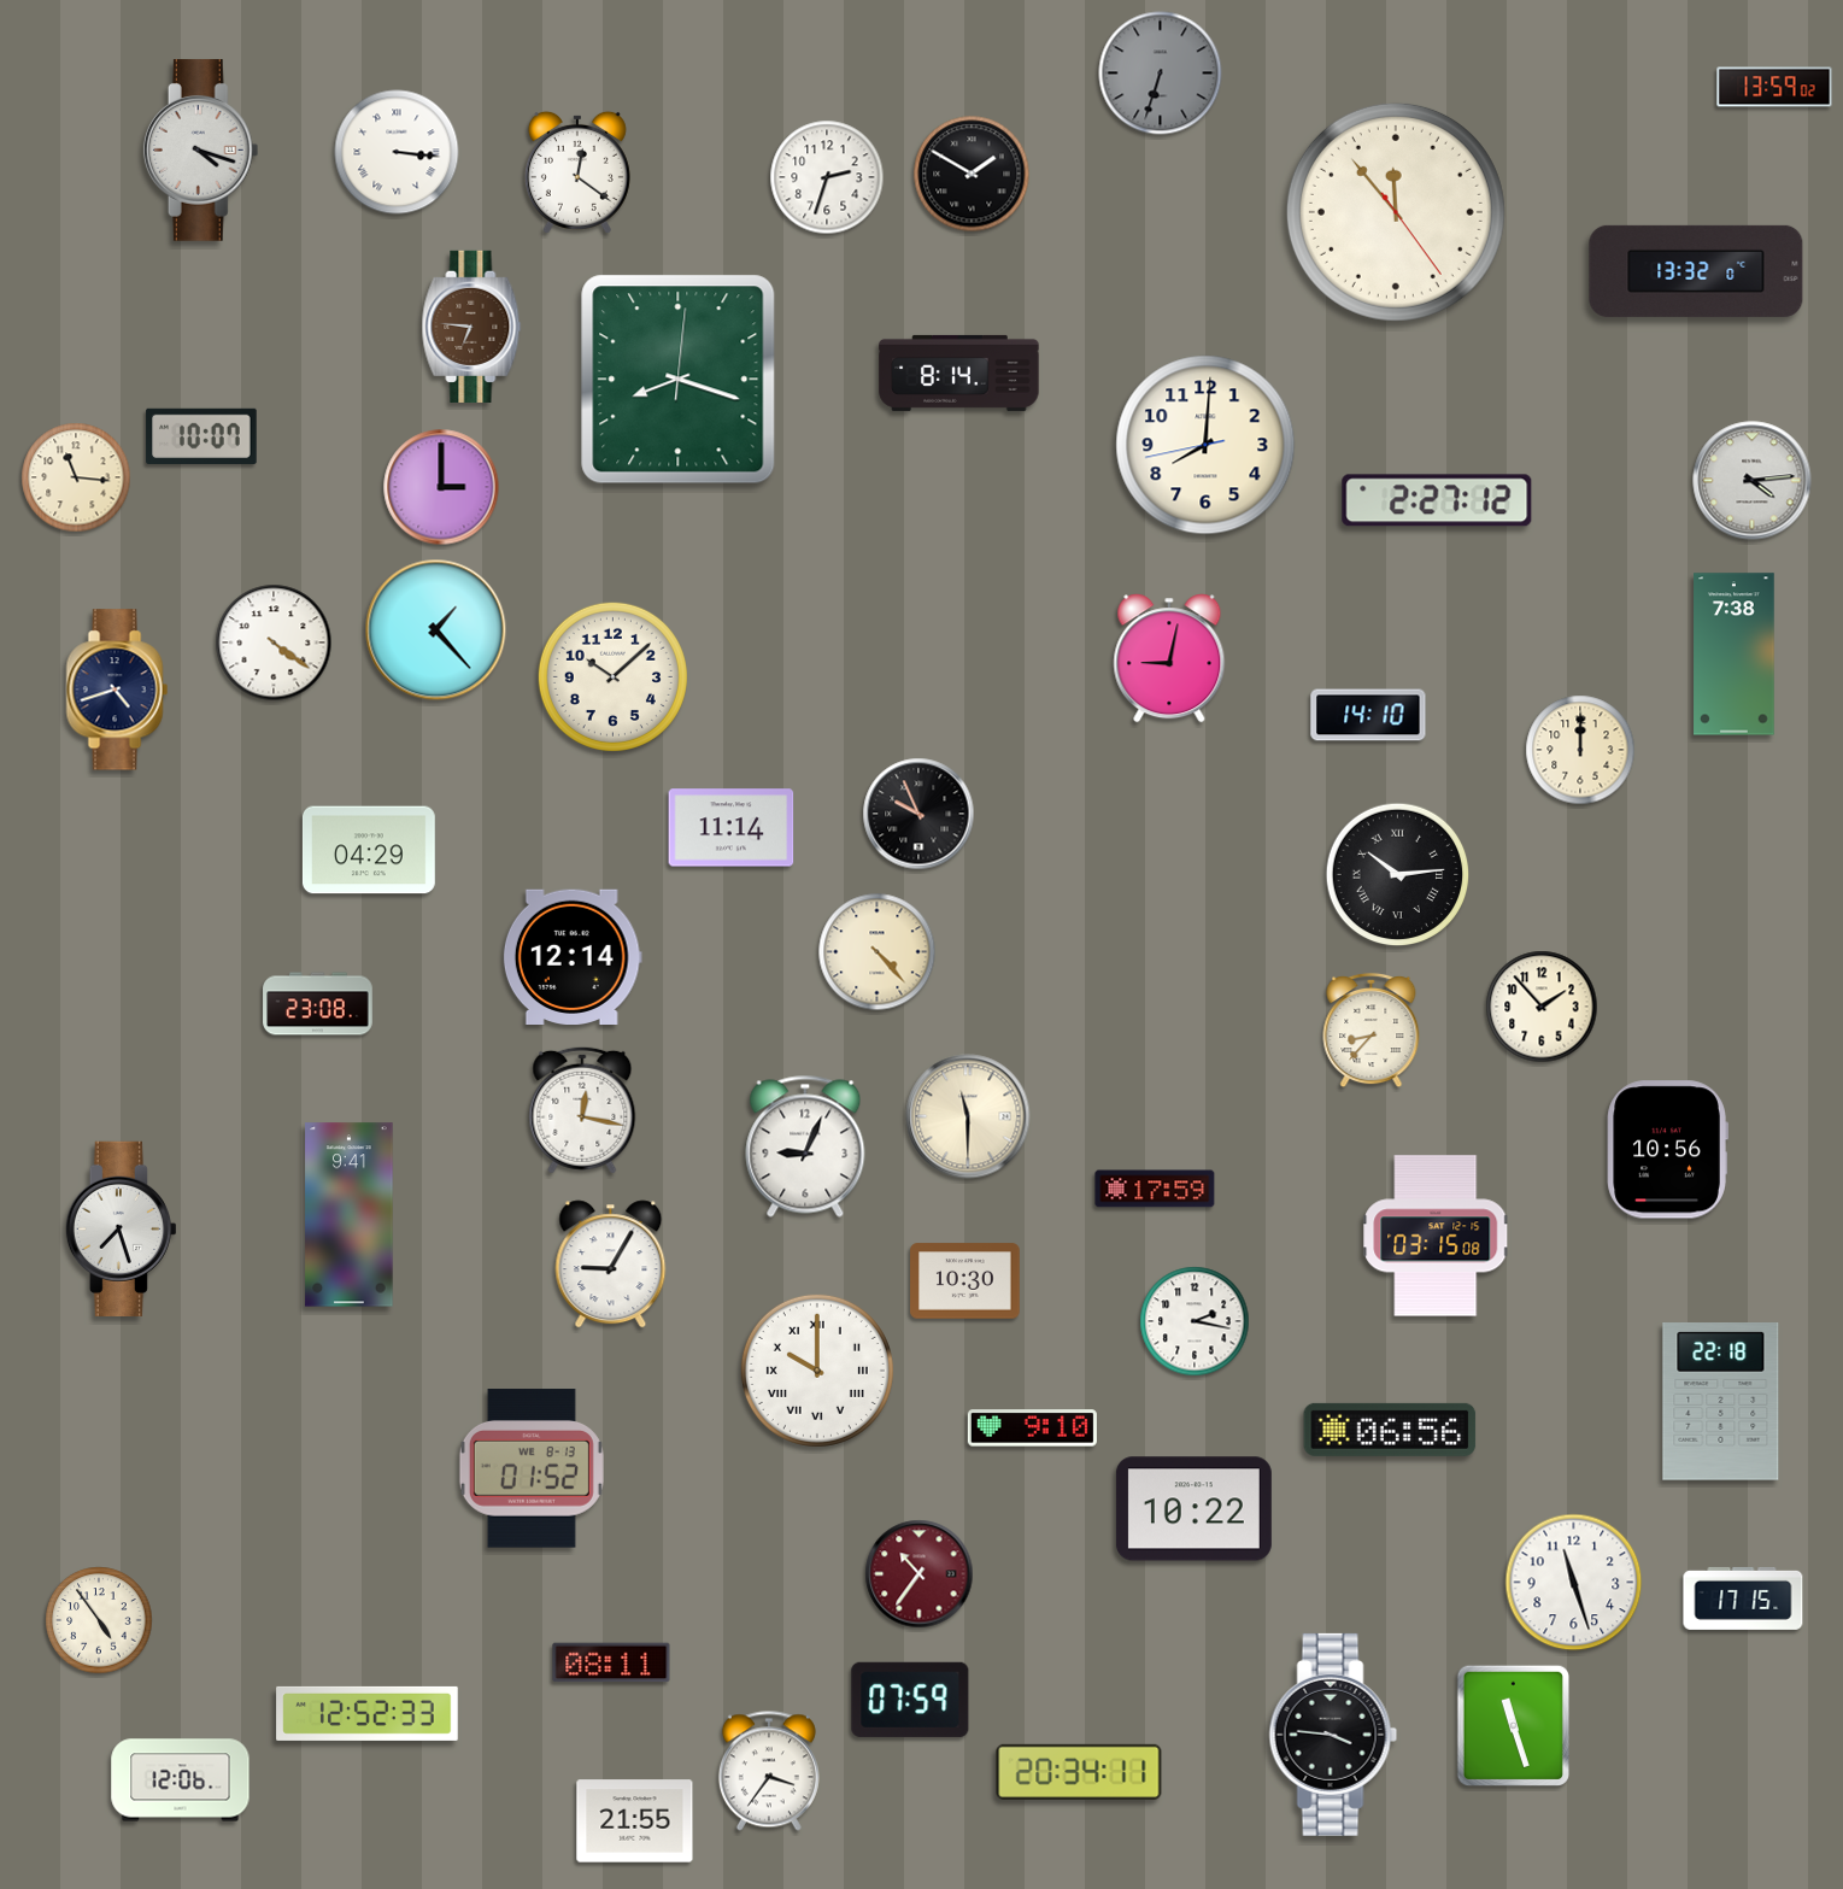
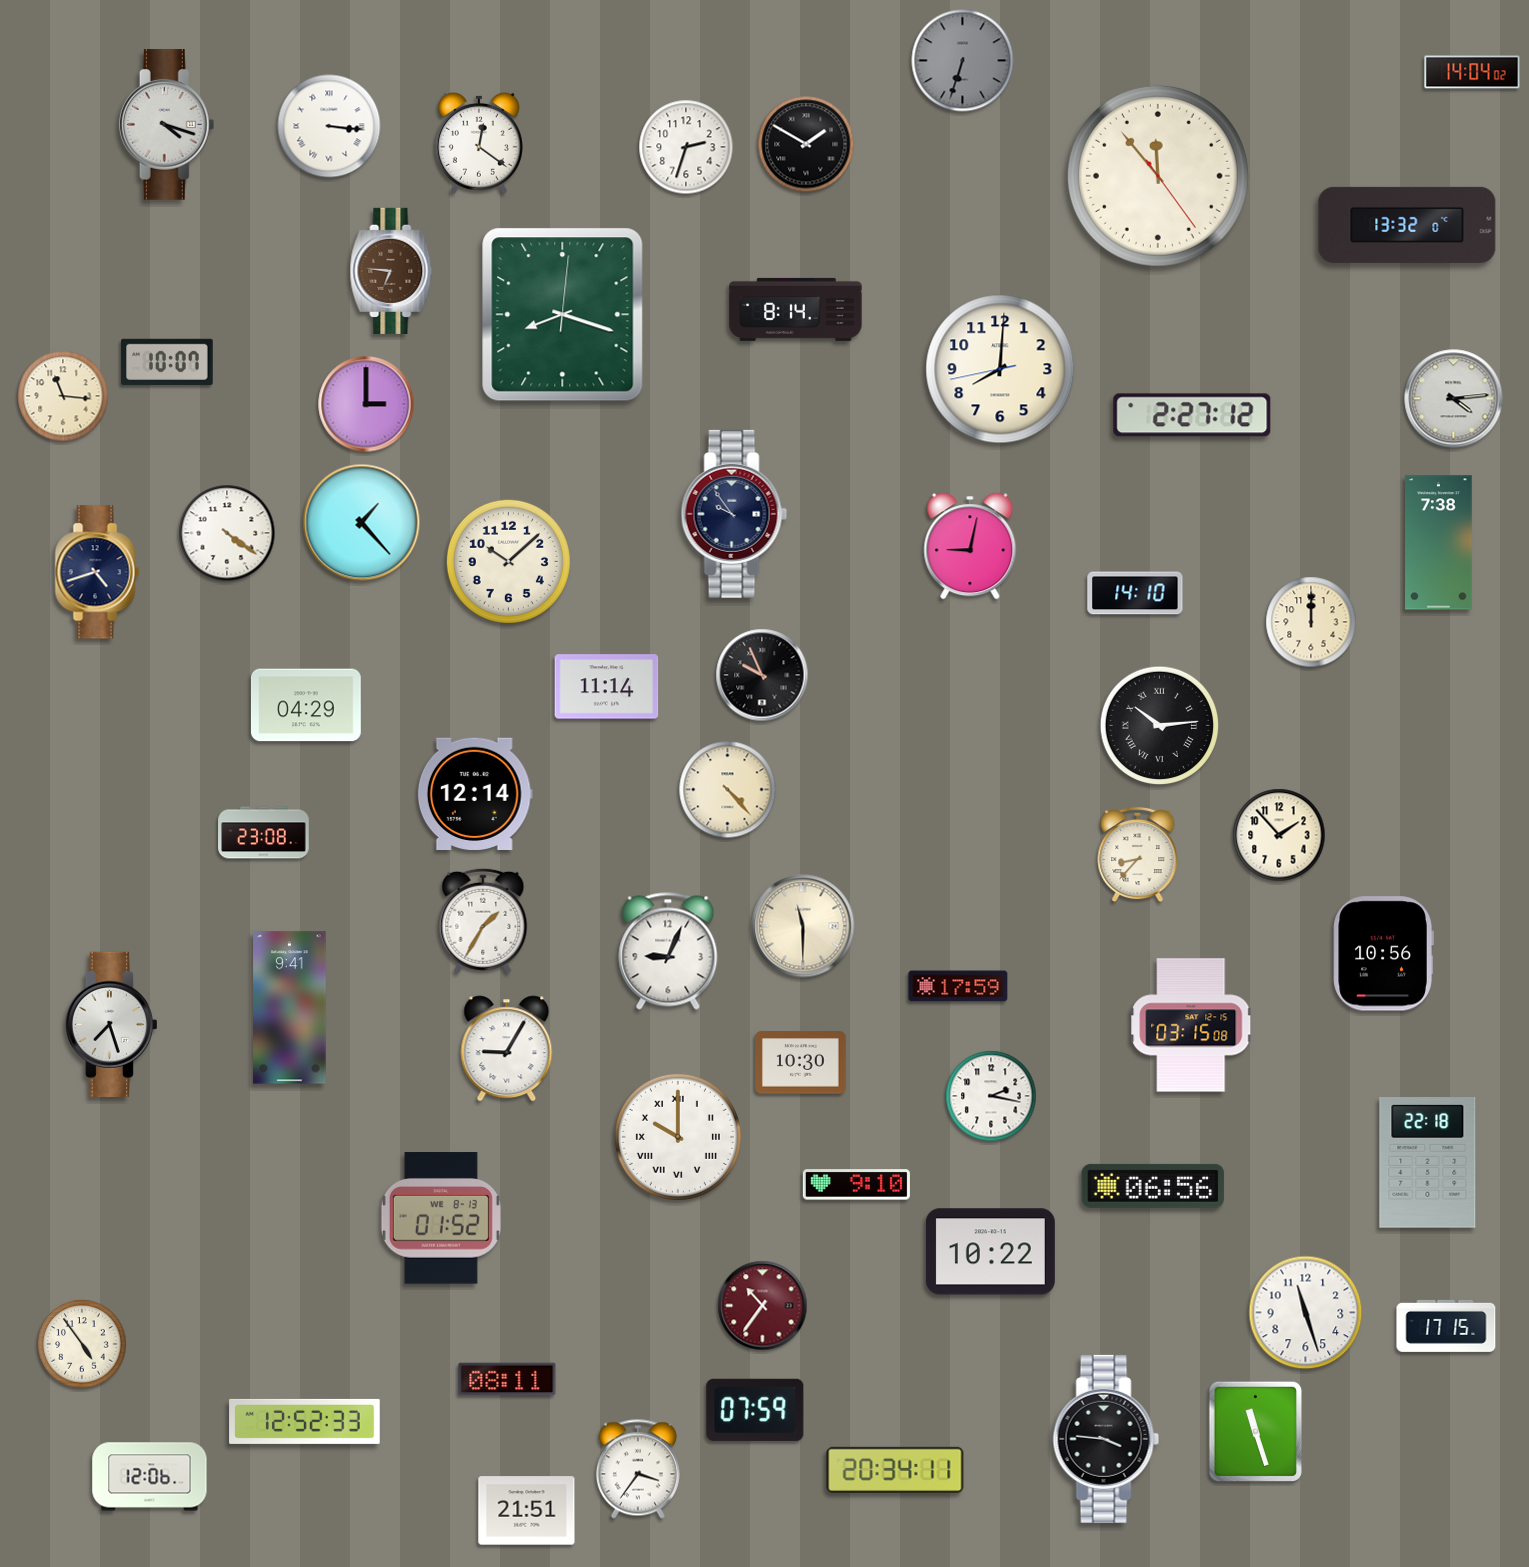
clock at (1774, 87): 13:59 -> 14:04
clock at (734, 514): none -> 9:54
clock at (582, 1110): 12:17 -> 1:35
clock at (121, 1228) position: (121, 1228) -> (111, 1024)
clock at (635, 1821): 21:55 -> 21:51
